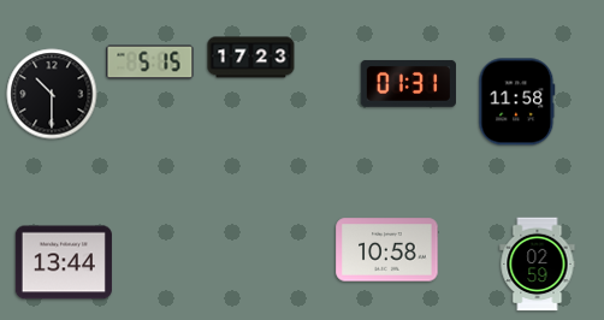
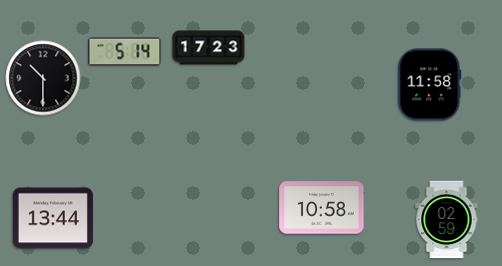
clock at (150, 63): 5:15 -> 5:14
clock at (408, 84): 01:31 -> none
